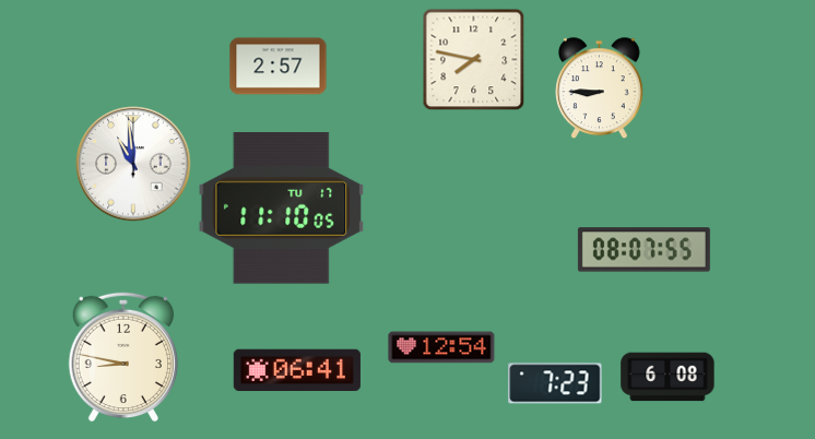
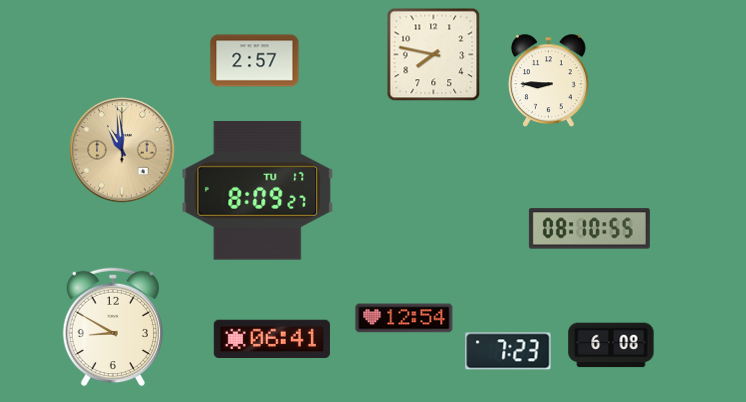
clock at (133, 164) dial: white -> champagne
clock at (282, 209): 11:10 -> 8:09
clock at (643, 250): 08:07 -> 08:10
clock at (123, 357): 8:47 -> 8:50
